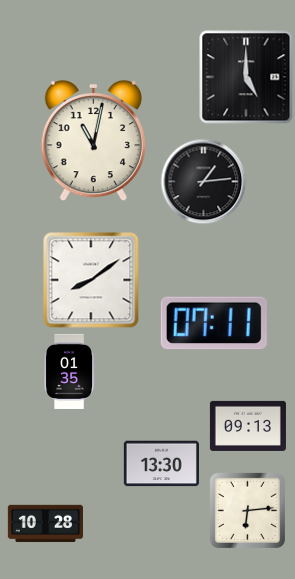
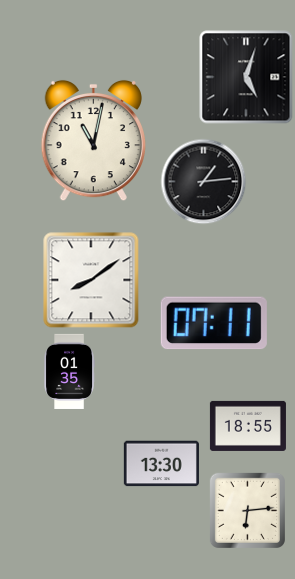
clock at (246, 77): 5:00 -> 5:03
clock at (248, 426): 09:13 -> 18:55
clock at (45, 523): 10:28 -> none
